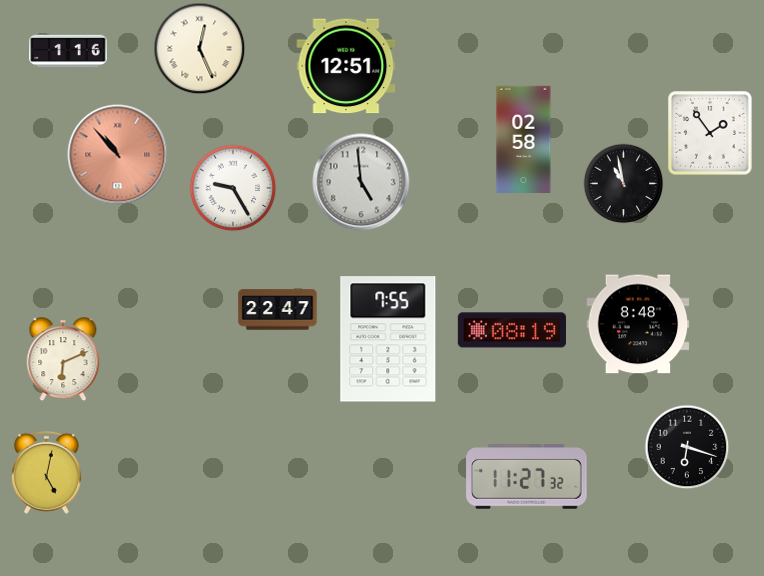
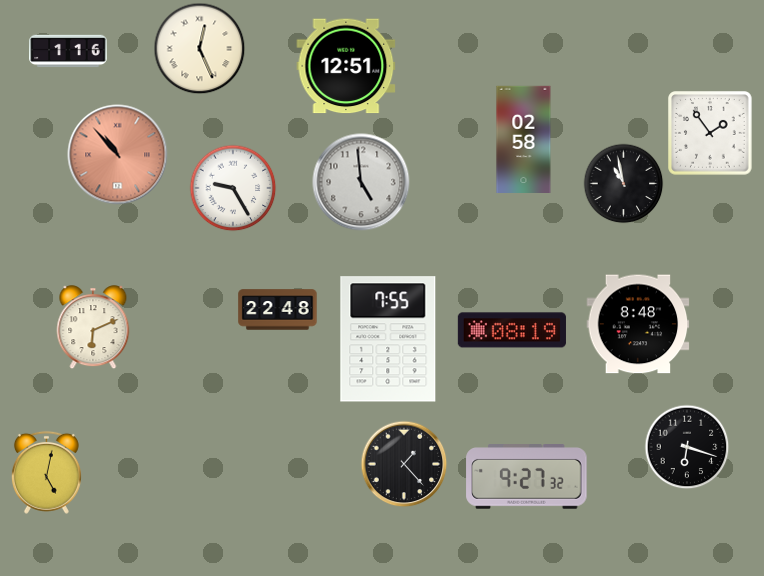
clock at (278, 310): 22:47 -> 22:48
clock at (63, 359) position: (63, 359) -> (93, 327)
clock at (404, 464): none -> 1:23
clock at (527, 477): 11:27 -> 9:27
